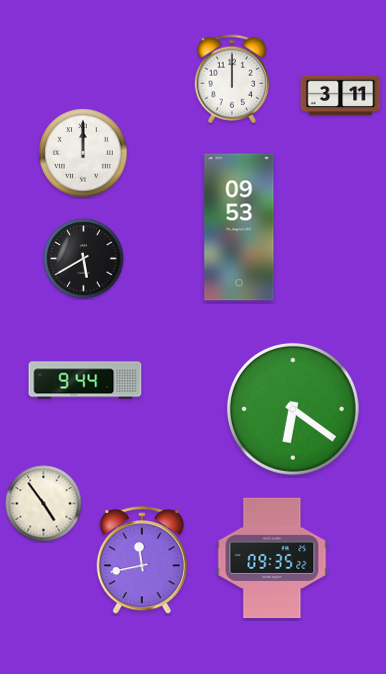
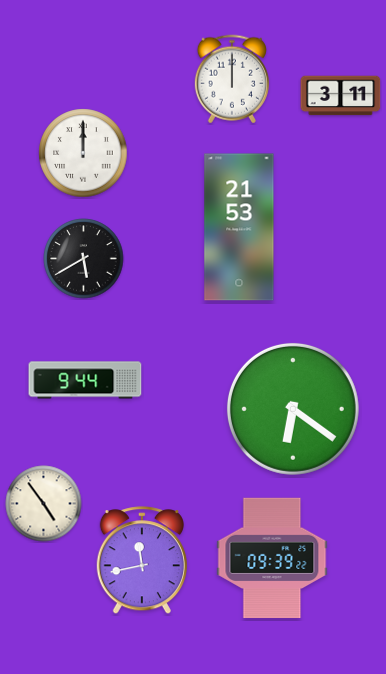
clock at (239, 227): 09:53 -> 21:53
clock at (272, 558): 09:35 -> 09:39
